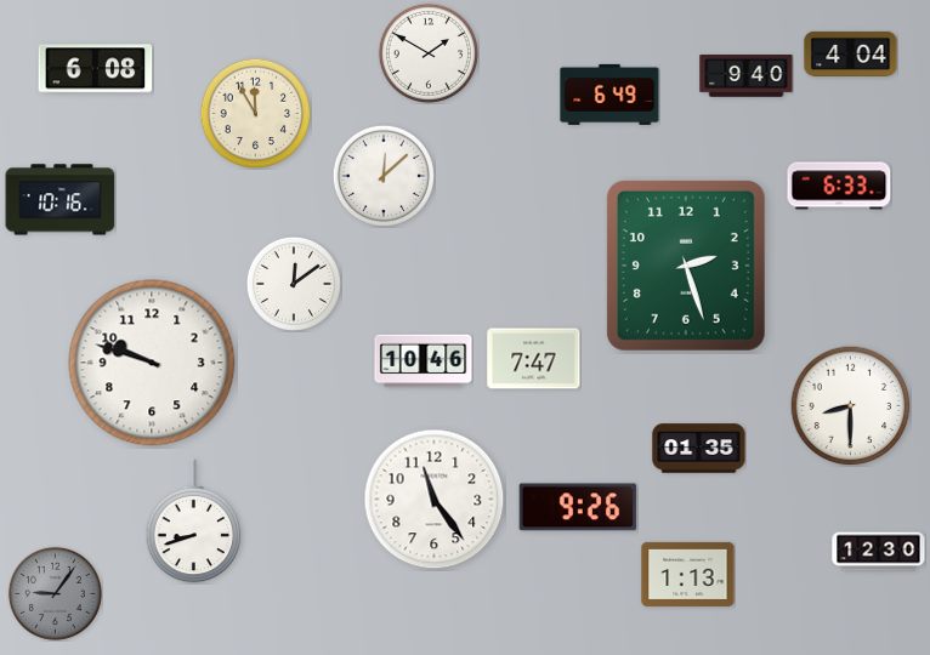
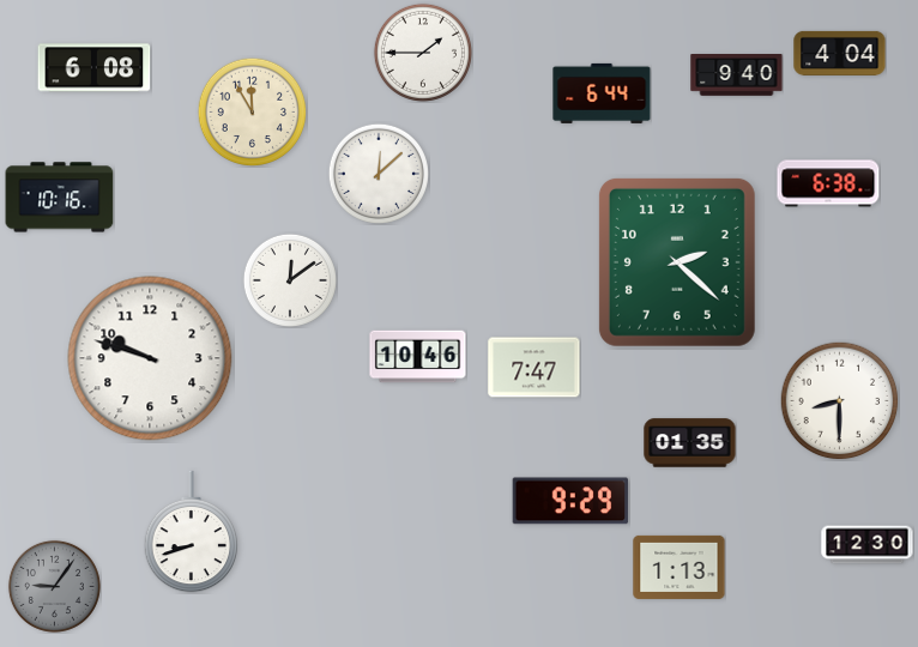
clock at (429, 53): 1:50 -> 1:45
clock at (609, 95): 6:49 -> 6:44
clock at (839, 186): 6:33 -> 6:38
clock at (686, 266): 2:27 -> 2:22
clock at (534, 359) position: (534, 359) -> (535, 368)
clock at (435, 500): 11:24 -> none
clock at (578, 507): 9:26 -> 9:29
clock at (194, 522) position: (194, 522) -> (192, 532)
